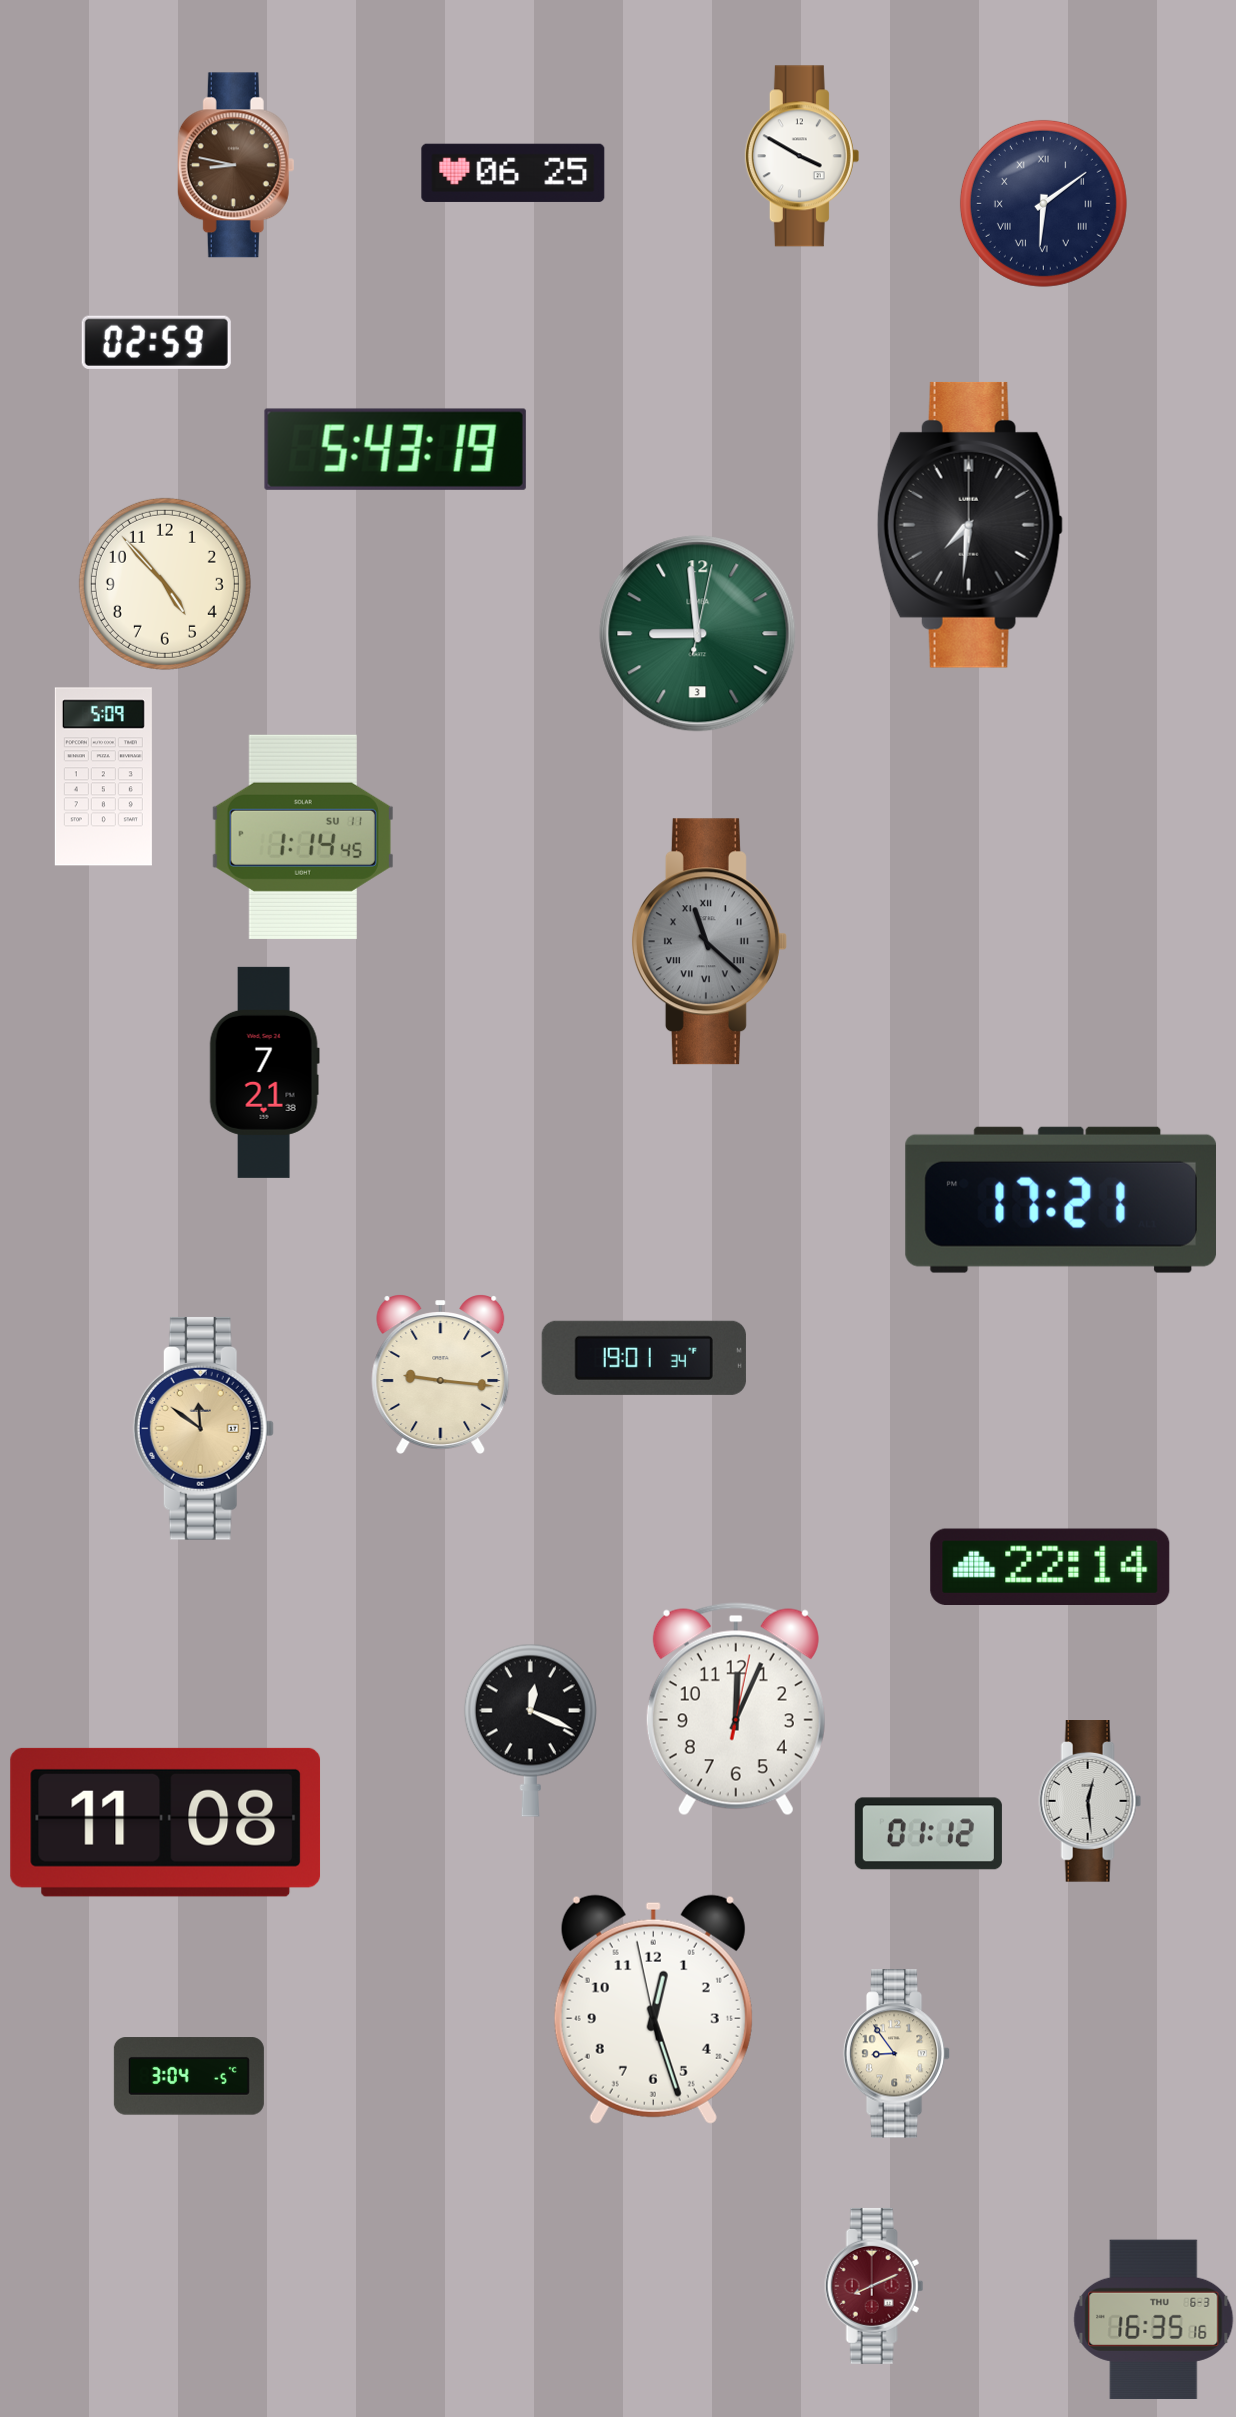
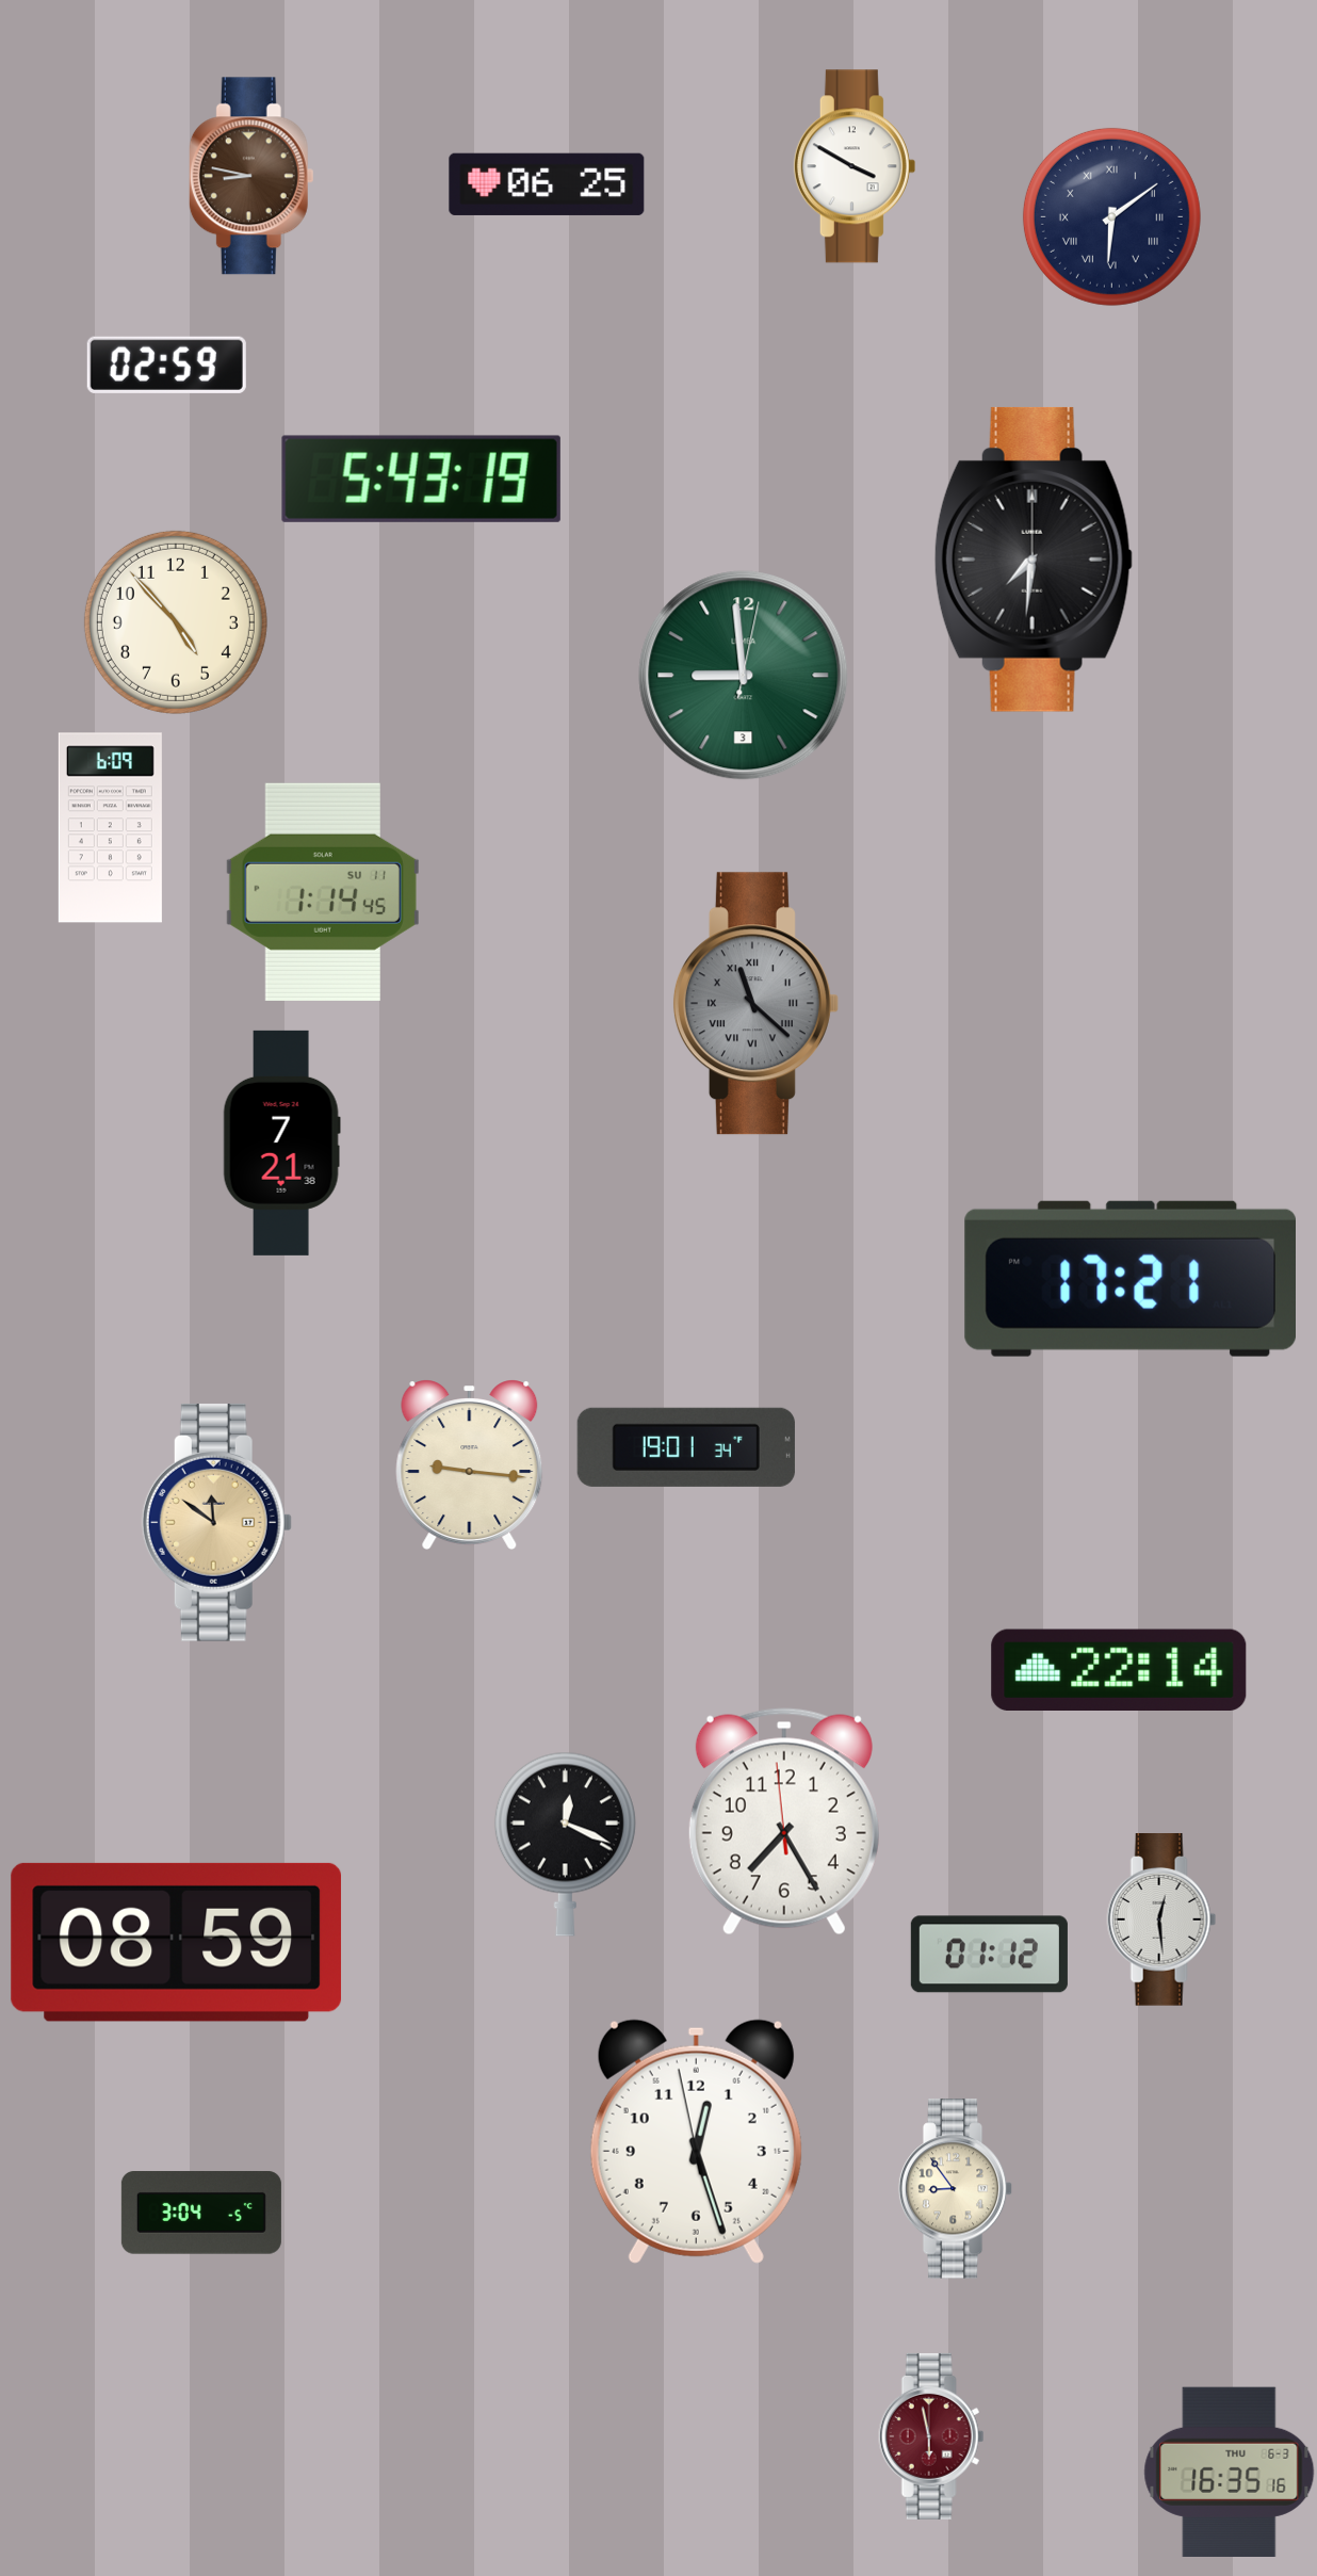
clock at (103, 777): 5:09 -> 6:09
clock at (736, 1709): 12:04 -> 7:24
clock at (166, 1822): 11:08 -> 08:59
clock at (874, 2286): 8:11 -> 5:58
